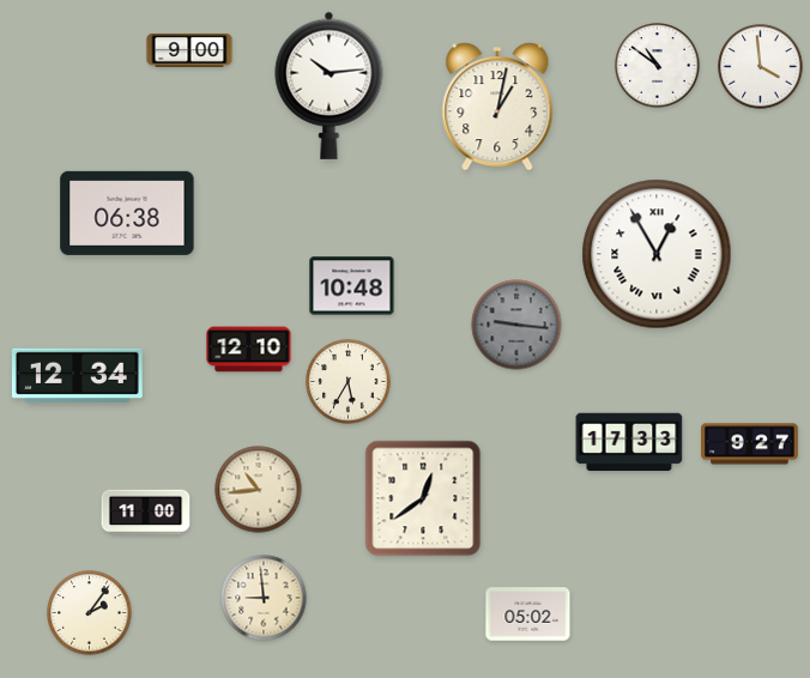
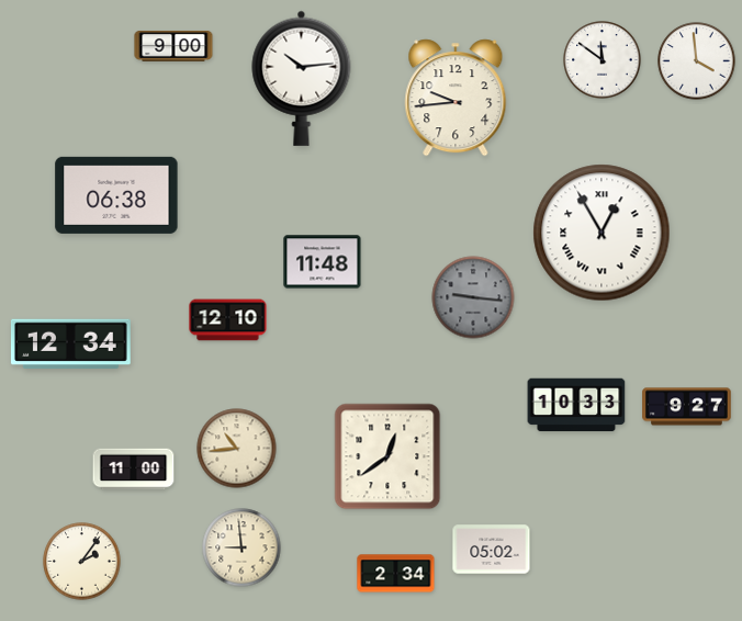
clock at (658, 66): 10:51 -> 11:51
clock at (497, 107): 1:02 -> 9:44
clock at (352, 286): 10:48 -> 11:48
clock at (349, 382): 5:35 -> none
clock at (629, 442): 17:33 -> 10:33
clock at (528, 615) position: (528, 615) -> (492, 550)
clock at (396, 574): none -> 2:34
